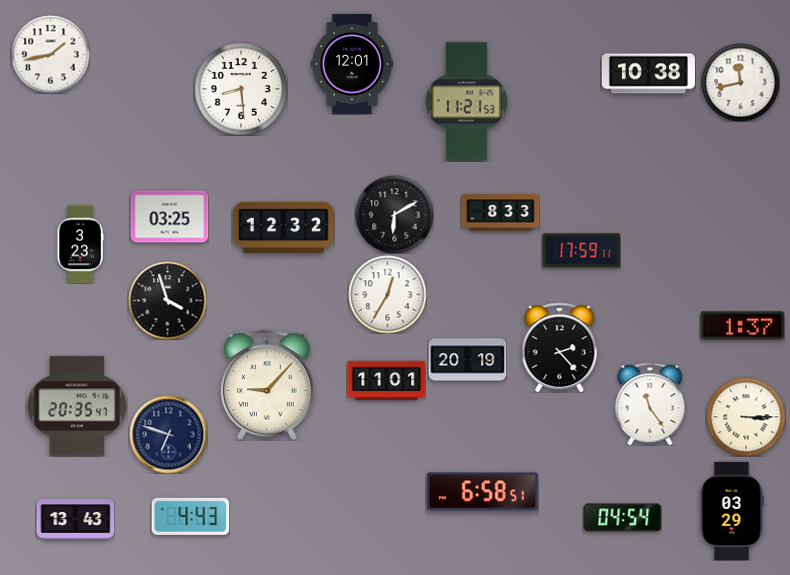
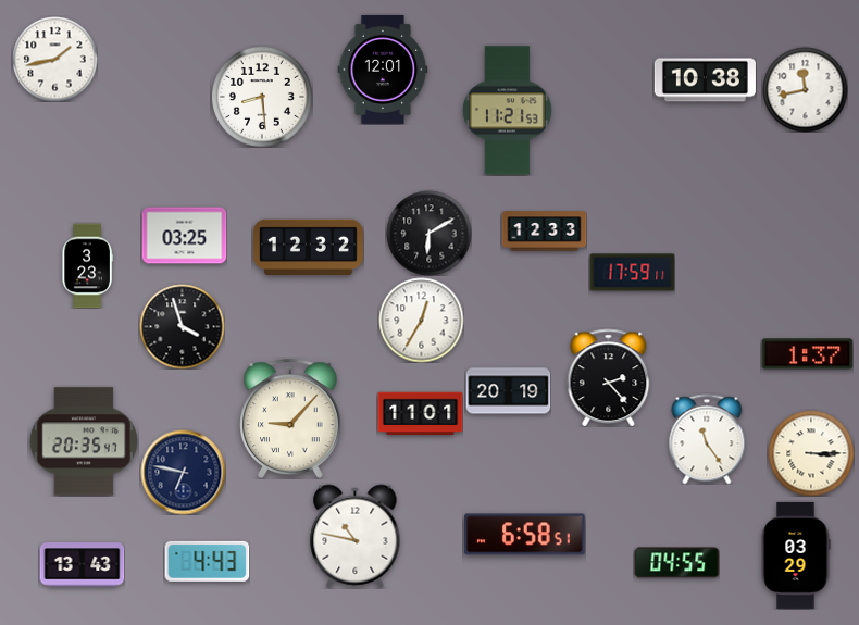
clock at (500, 213): 8:33 -> 12:33
clock at (168, 434): 6:48 -> 6:47
clock at (356, 536): none -> 10:47
clock at (622, 518): 04:54 -> 04:55
